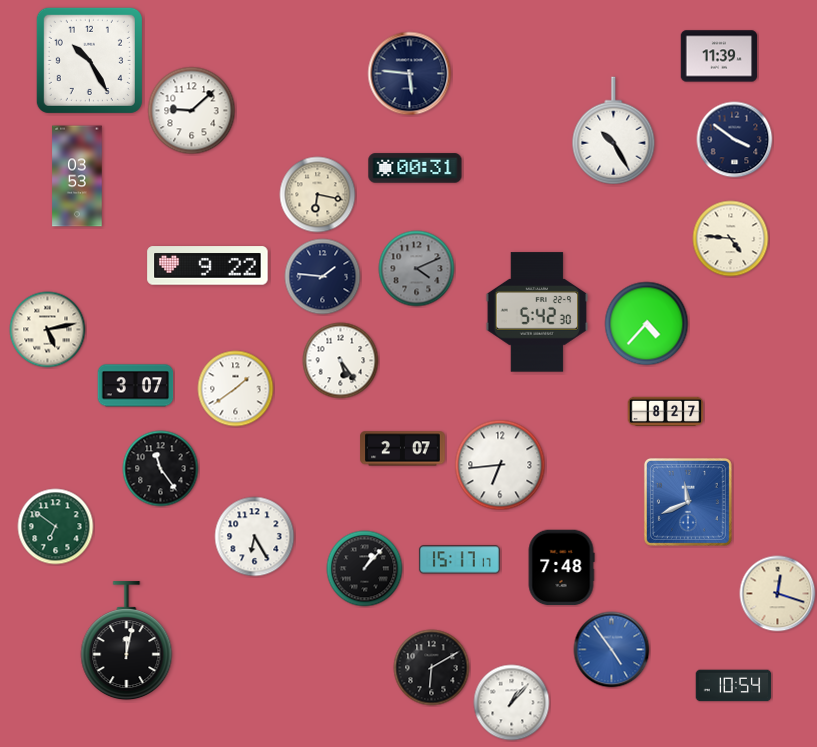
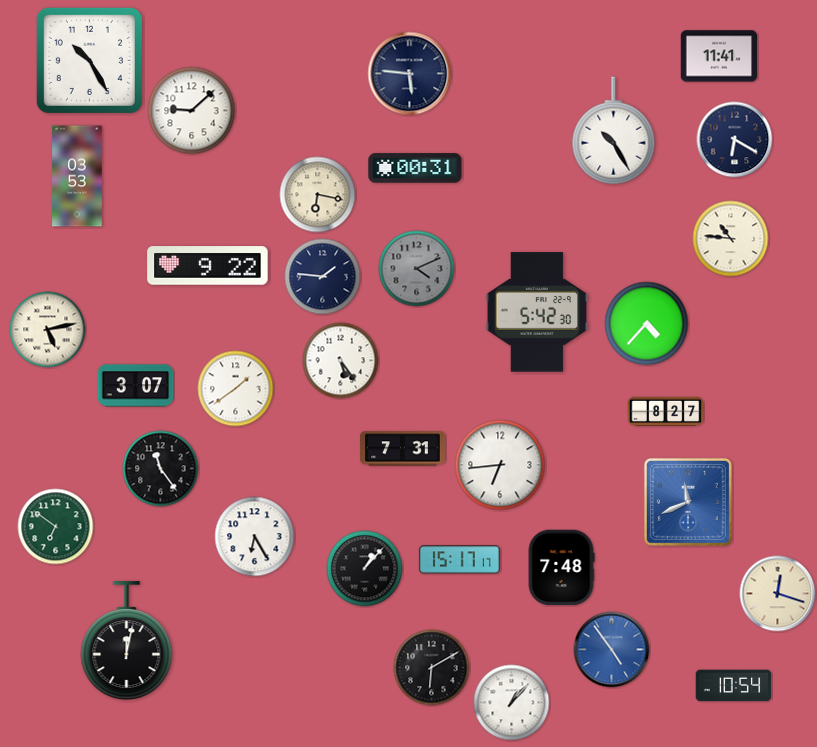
clock at (719, 56): 11:39 -> 11:41
clock at (735, 140): 3:51 -> 6:20
clock at (731, 239): 4:46 -> 10:46
clock at (403, 449): 2:07 -> 7:31
